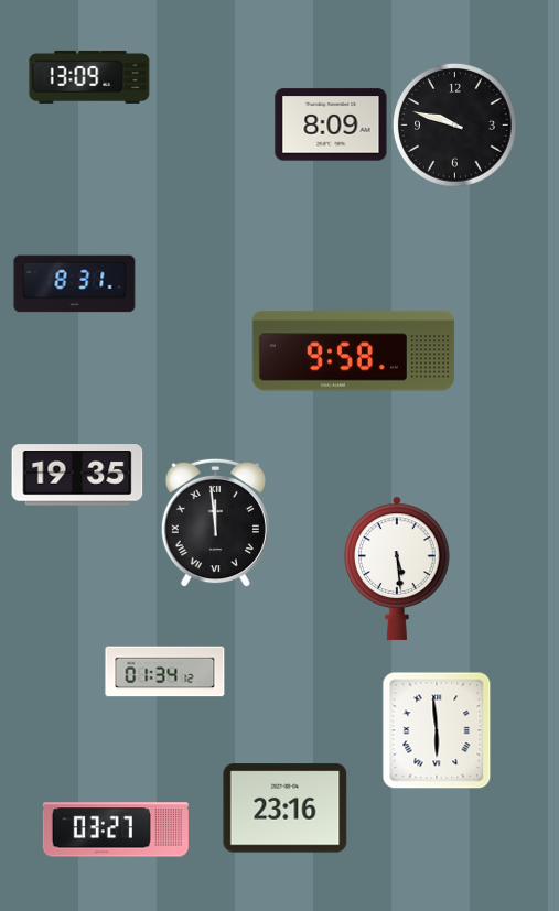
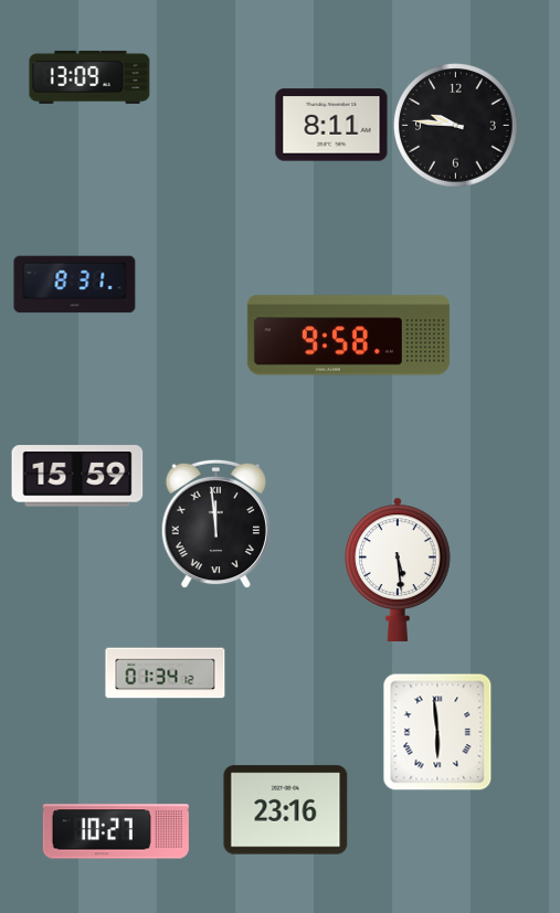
clock at (331, 124): 8:09 -> 8:11
clock at (455, 126): 9:48 -> 9:46
clock at (353, 351) position: (353, 351) -> (348, 336)
clock at (77, 475): 19:35 -> 15:59
clock at (116, 829): 03:27 -> 10:27
